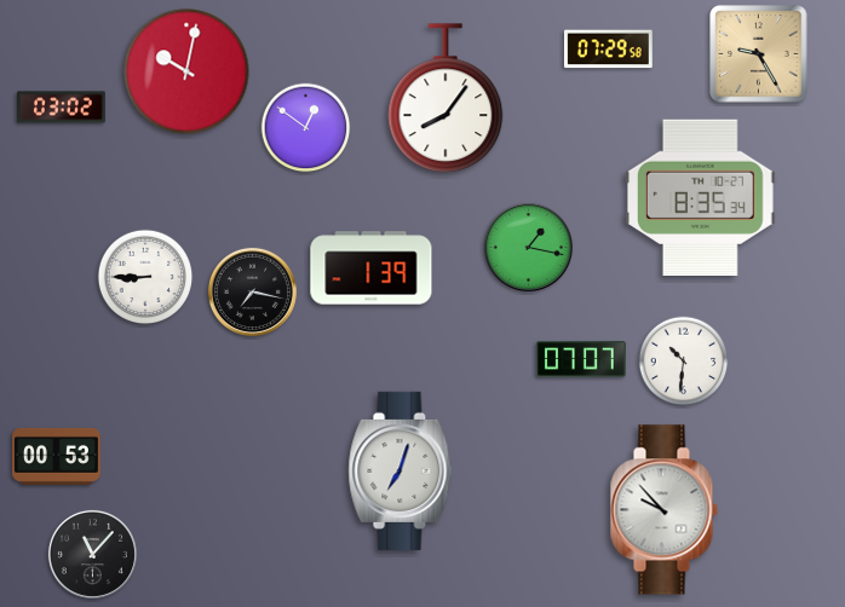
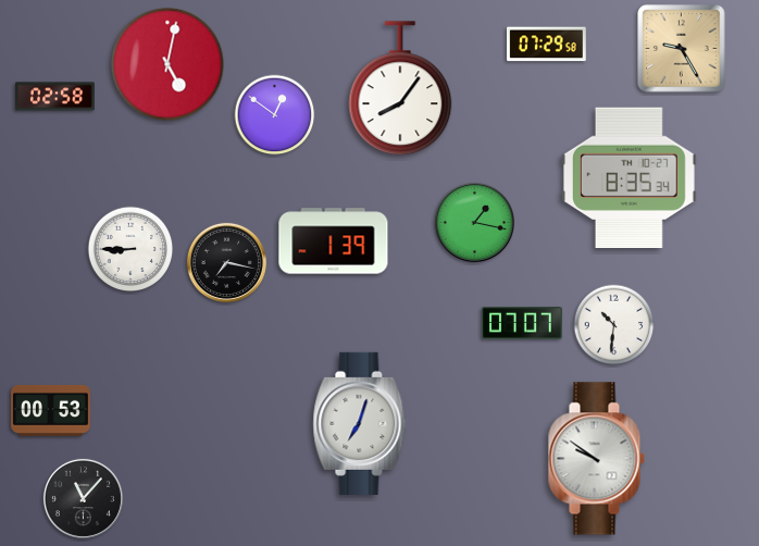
clock at (186, 71): 10:02 -> 5:02
clock at (62, 108): 03:02 -> 02:58
clock at (663, 510): 9:53 -> 9:51
